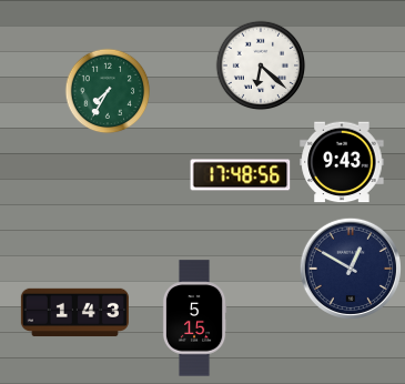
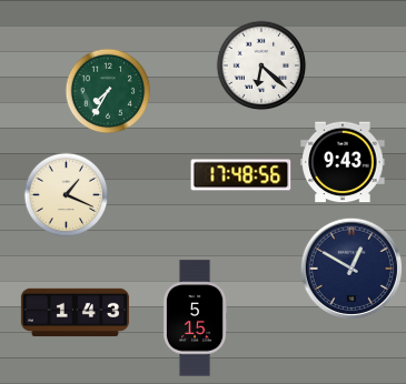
clock at (67, 195): none -> 1:19
